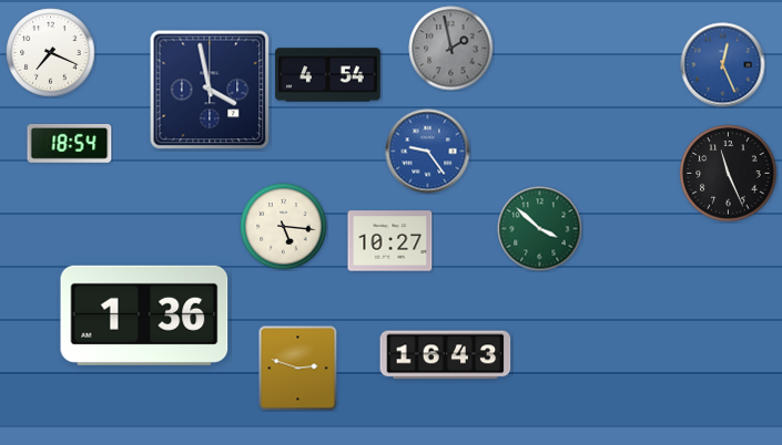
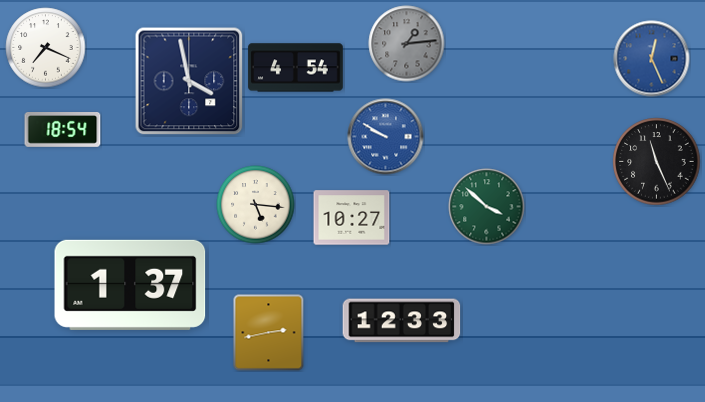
clock at (451, 49): 1:58 -> 1:14
clock at (428, 152): 9:24 -> 9:50
clock at (729, 174) position: (729, 174) -> (657, 162)
clock at (144, 315): 1:36 -> 1:37
clock at (446, 355): 16:43 -> 12:33
clock at (298, 369): 2:48 -> 2:43
